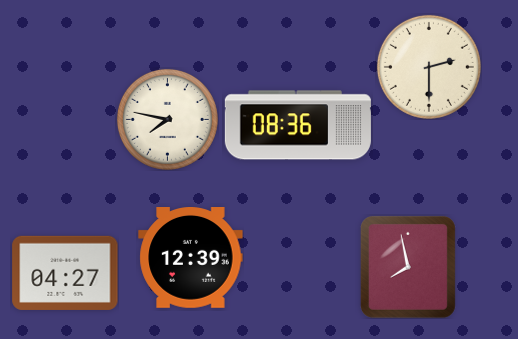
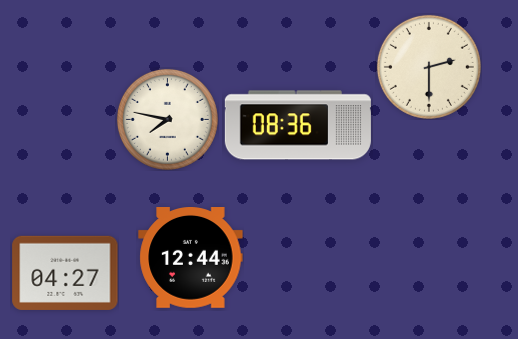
clock at (191, 258): 12:39 -> 12:44
clock at (408, 267): 7:58 -> none
